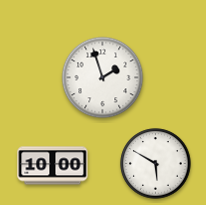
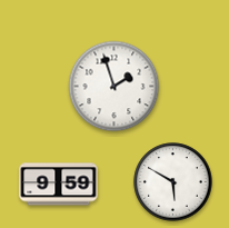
clock at (53, 166): 10:00 -> 9:59
